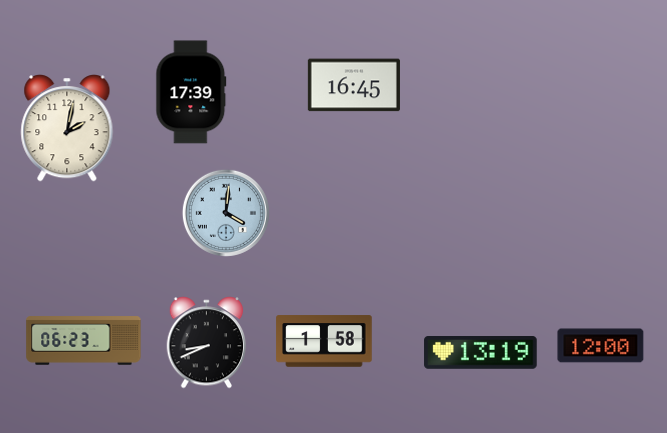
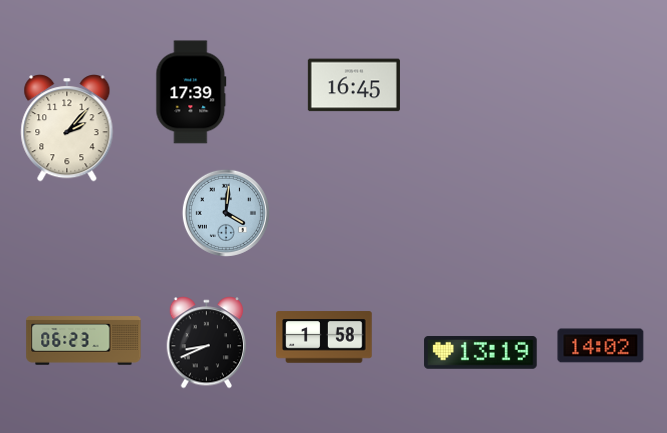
clock at (67, 128): 2:02 -> 2:07
clock at (324, 341) position: (324, 341) -> (324, 337)
clock at (601, 346): 12:00 -> 14:02
